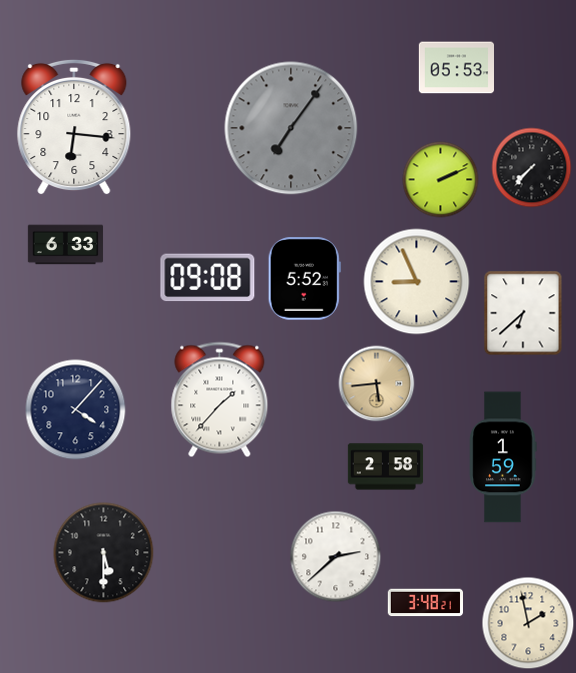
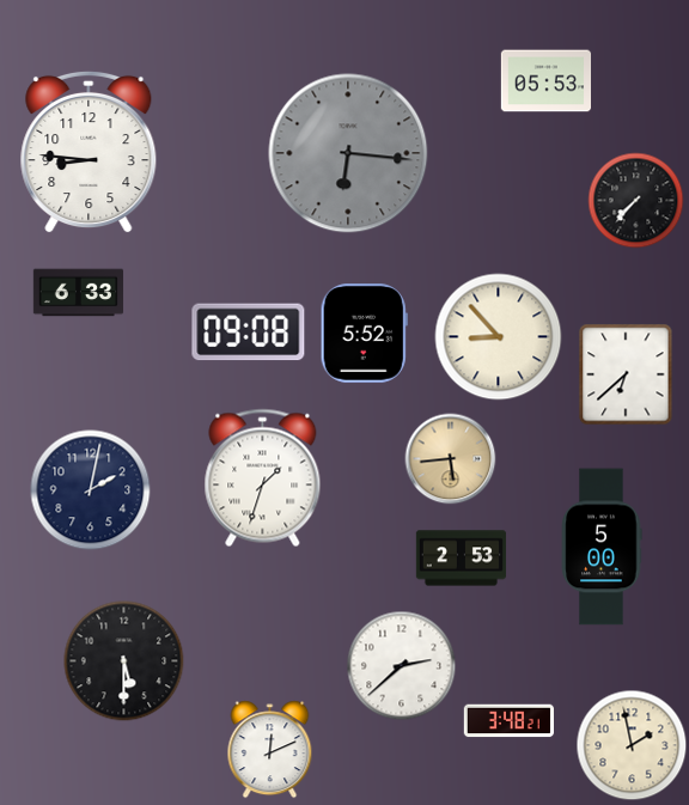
clock at (74, 127): 6:16 -> 8:46
clock at (291, 128): 7:06 -> 6:16
clock at (441, 180): 2:11 -> none
clock at (417, 282): 8:56 -> 8:53
clock at (220, 400): 1:37 -> 1:33
clock at (76, 410): 4:07 -> 2:02
clock at (503, 457): 1:59 -> 5:00
clock at (386, 467): 2:58 -> 2:53
clock at (270, 750): none -> 12:11
